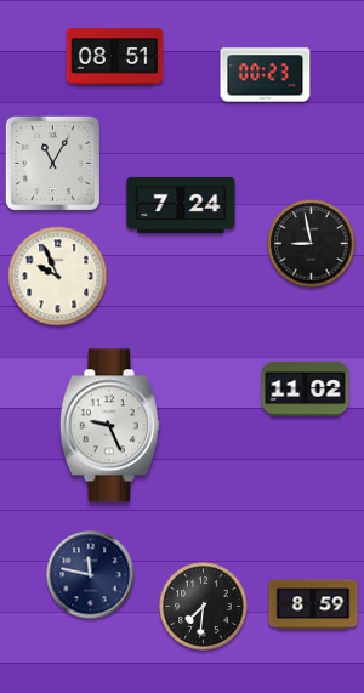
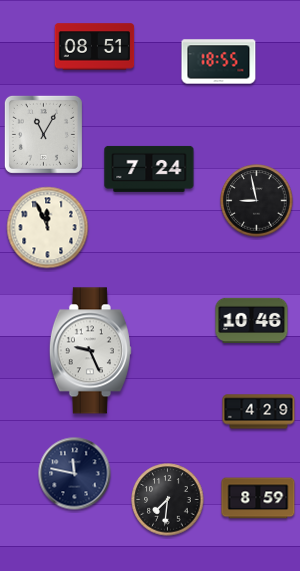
clock at (266, 75): 00:23 -> 18:55
clock at (58, 277): 9:56 -> 11:56
clock at (306, 388): 11:02 -> 10:46
clock at (259, 412): none -> 4:29
